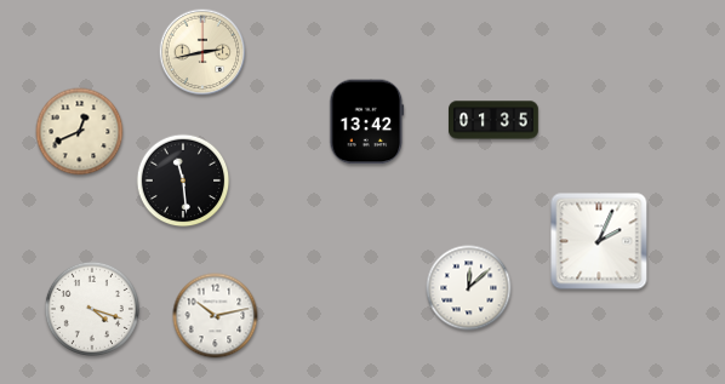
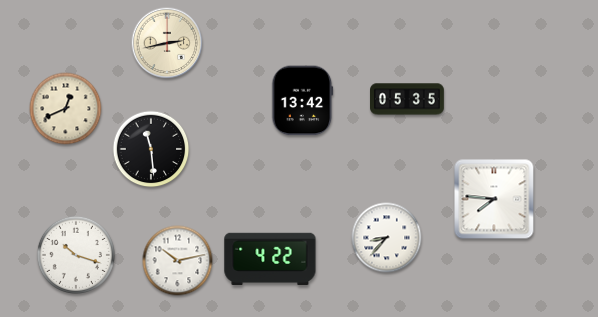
clock at (495, 120): 01:35 -> 05:35
clock at (599, 241): 2:04 -> 7:46
clock at (469, 288): 12:08 -> 8:37
clock at (92, 309): 4:18 -> 10:18
clock at (270, 259): none -> 4:22
